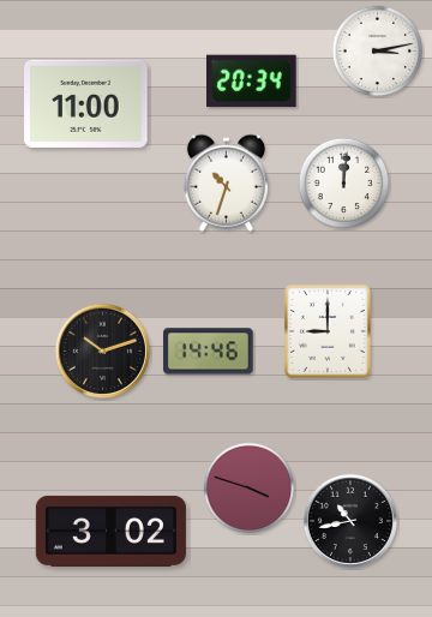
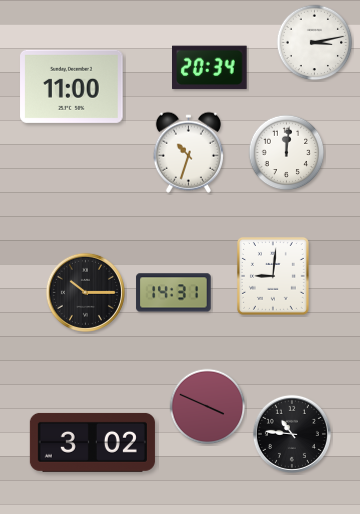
clock at (328, 331): 9:00 -> 9:01
clock at (102, 351): 10:12 -> 10:15
clock at (209, 352): 14:46 -> 14:31
clock at (250, 489): 3:48 -> 3:49
clock at (350, 521): 10:43 -> 10:46
